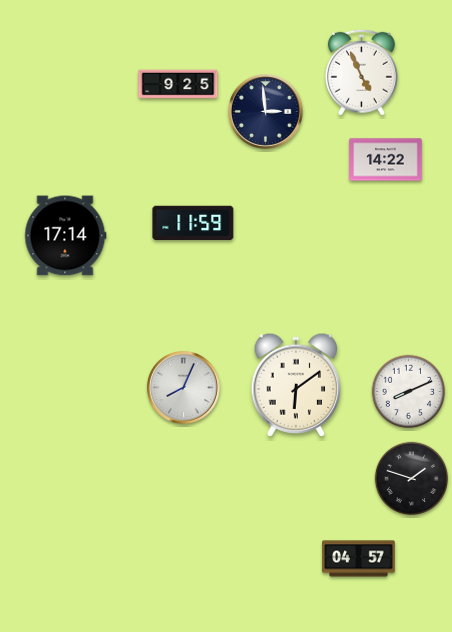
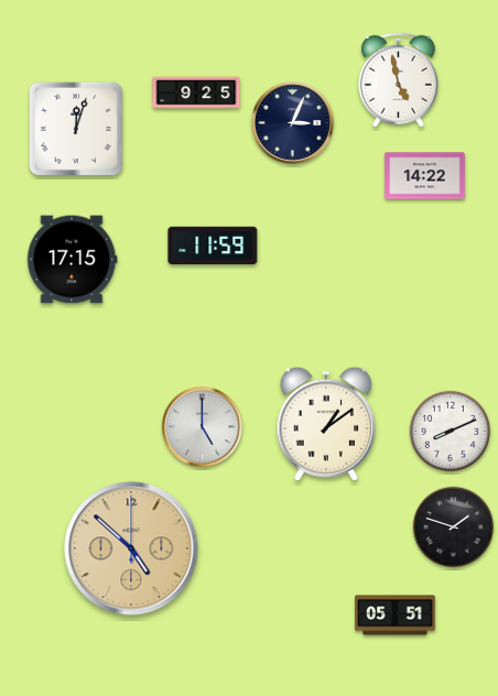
clock at (361, 72): 4:56 -> 4:58
clock at (266, 112): 2:59 -> 3:04
clock at (76, 129): none -> 12:03
clock at (66, 236): 17:14 -> 17:15
clock at (296, 384): 6:09 -> 1:09
clock at (183, 387): 8:04 -> 5:00
clock at (131, 548): none -> 4:52
clock at (359, 559): 04:57 -> 05:51
